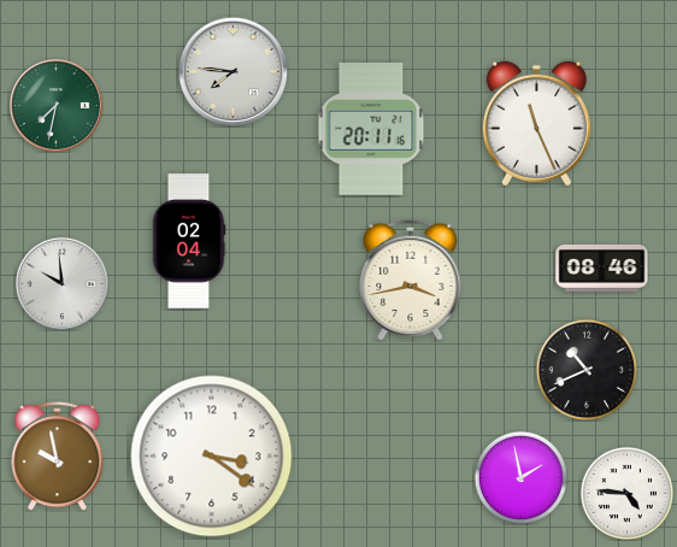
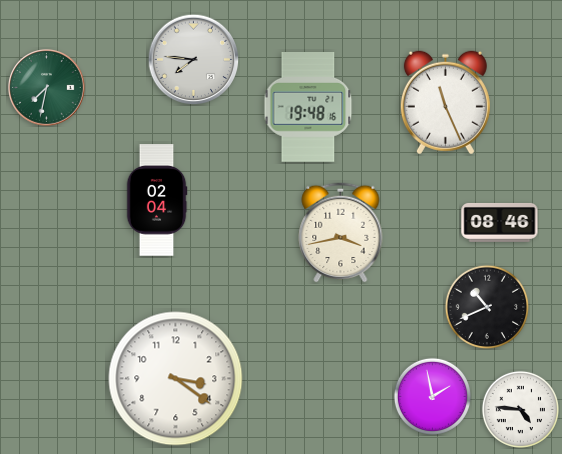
clock at (371, 130): 20:11 -> 19:48
clock at (63, 284): 9:59 -> none
clock at (58, 457): 9:58 -> none
